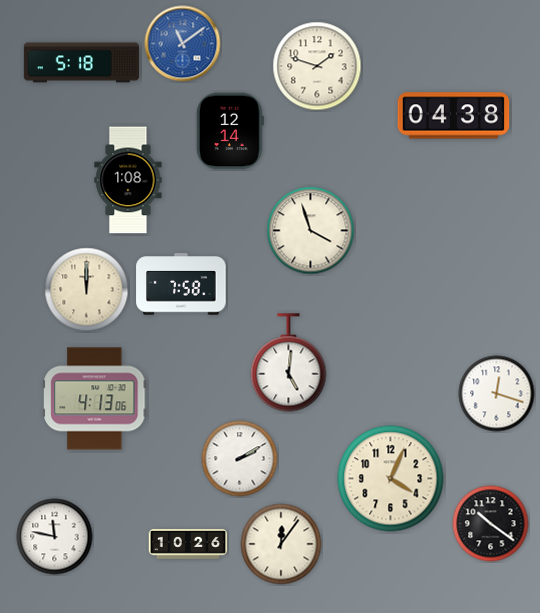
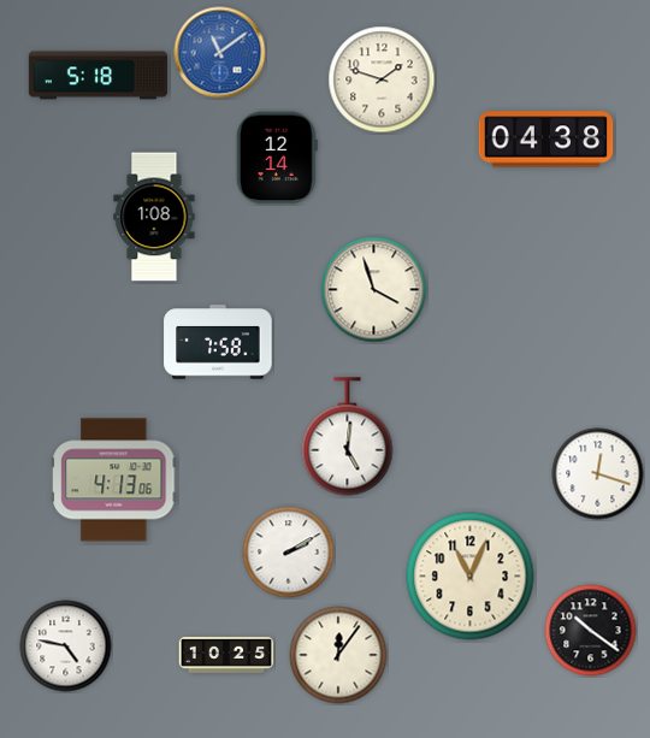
clock at (311, 231) position: (311, 231) -> (374, 290)
clock at (87, 290): 12:00 -> none
clock at (391, 479): 4:04 -> 11:04
clock at (55, 537): 11:47 -> 4:47
clock at (188, 544): 10:26 -> 10:25
